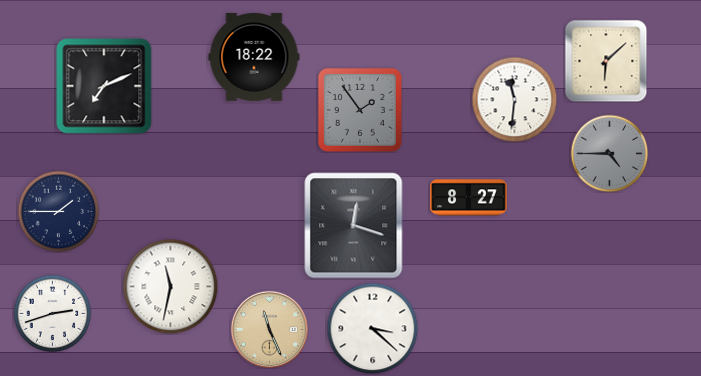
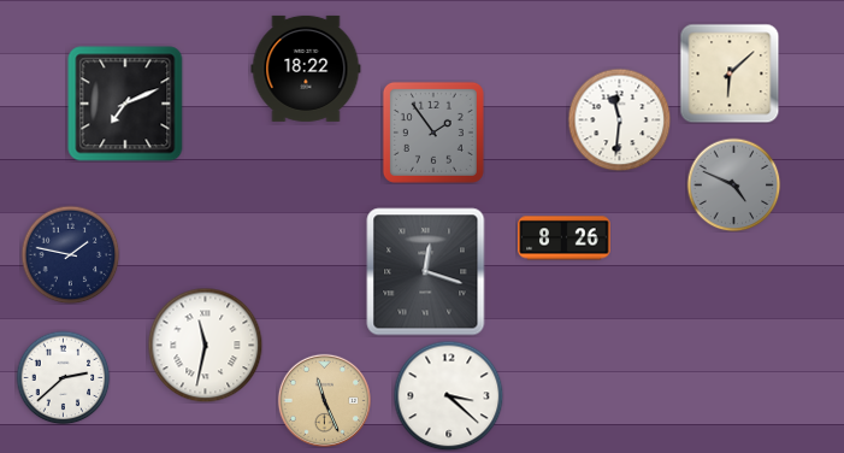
clock at (609, 153): 4:45 -> 4:49
clock at (469, 198): 8:27 -> 8:26
clock at (58, 211): 1:45 -> 1:47
clock at (52, 313): 2:42 -> 2:38
clock at (269, 329) position: (269, 329) -> (324, 400)
